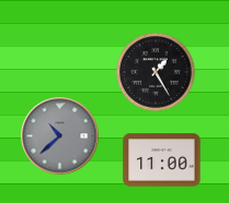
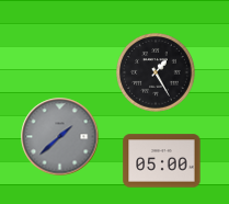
clock at (60, 136): 10:38 -> 1:38
clock at (162, 160): 11:00 -> 05:00
